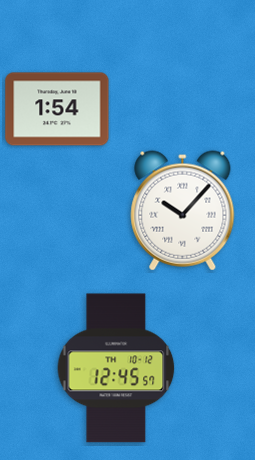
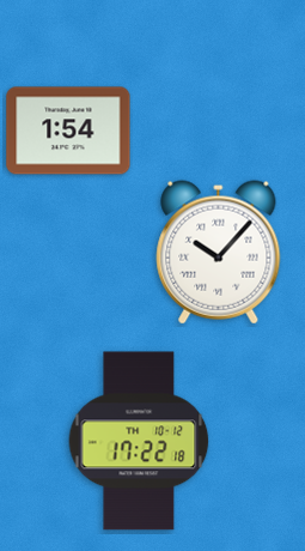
clock at (116, 368): 12:45 -> 17:22
